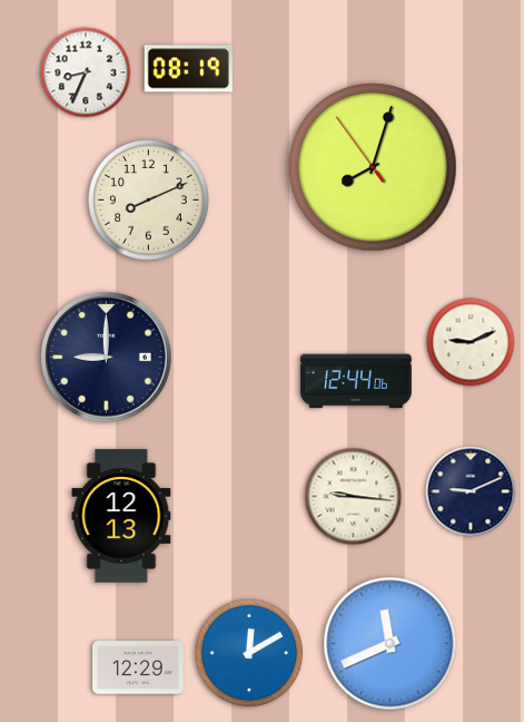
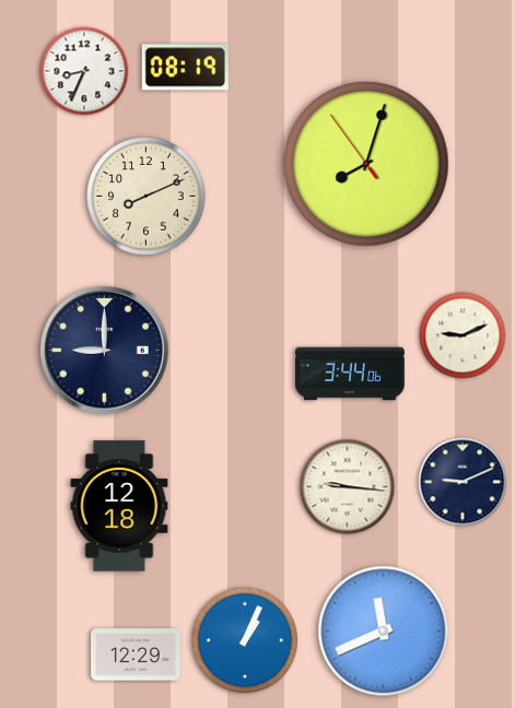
clock at (357, 381): 12:44 -> 3:44
clock at (121, 516): 12:13 -> 12:18
clock at (248, 652): 12:10 -> 1:04
